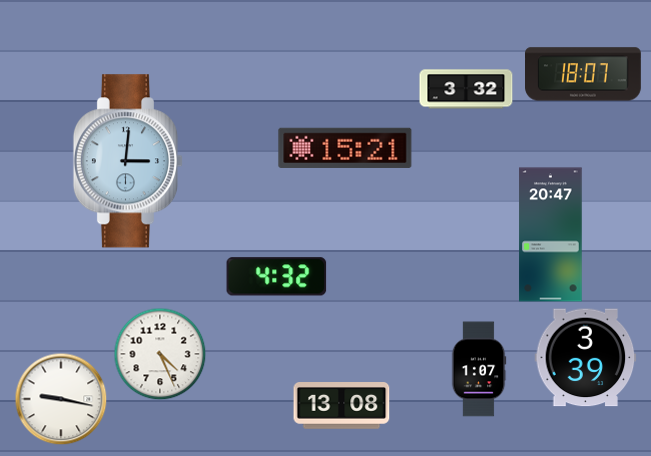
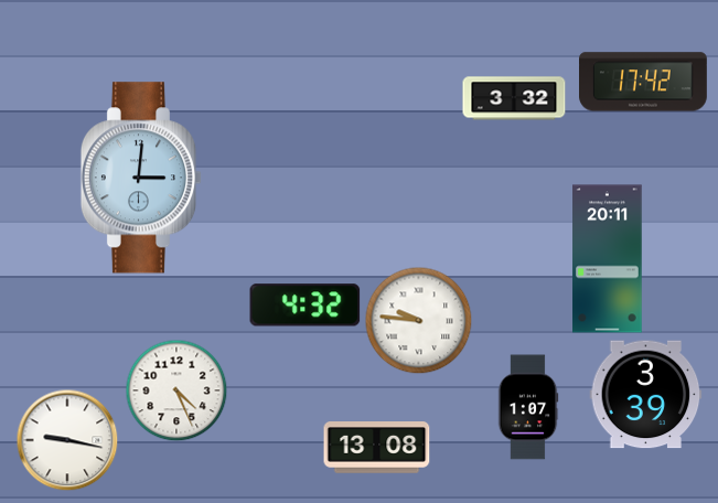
clock at (584, 74): 18:07 -> 17:42
clock at (345, 147): 15:21 -> none
clock at (551, 235): 20:47 -> 20:11
clock at (418, 320): none -> 9:46
